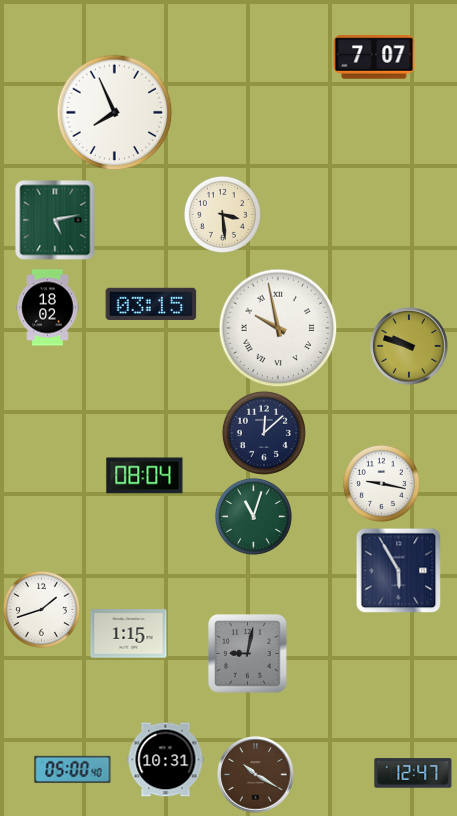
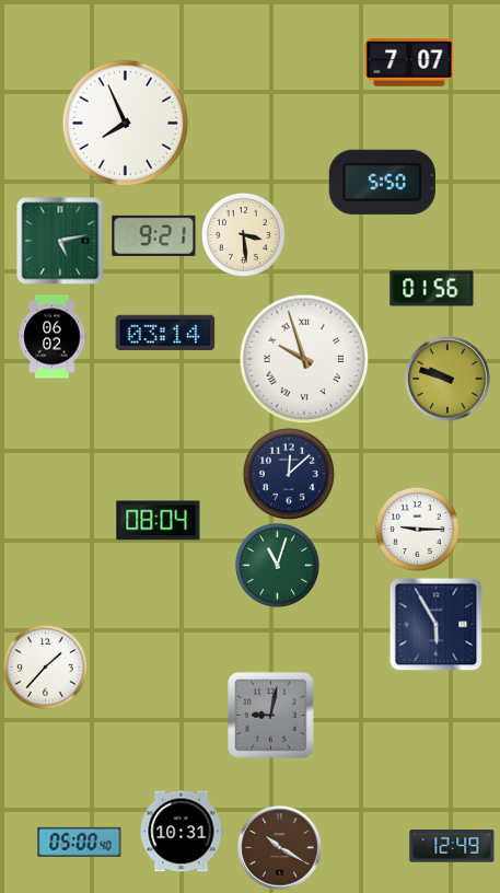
clock at (382, 182): none -> 5:50
clock at (154, 235): none -> 9:21
clock at (432, 289): none -> 01:56
clock at (151, 304): 03:15 -> 03:14
clock at (48, 308): 18:02 -> 06:02
clock at (278, 328): 9:58 -> 9:57
clock at (381, 483): 9:17 -> 9:15
clock at (41, 609): 1:42 -> 1:37
clock at (129, 634): 1:15 -> none
clock at (413, 773): 12:47 -> 12:49
